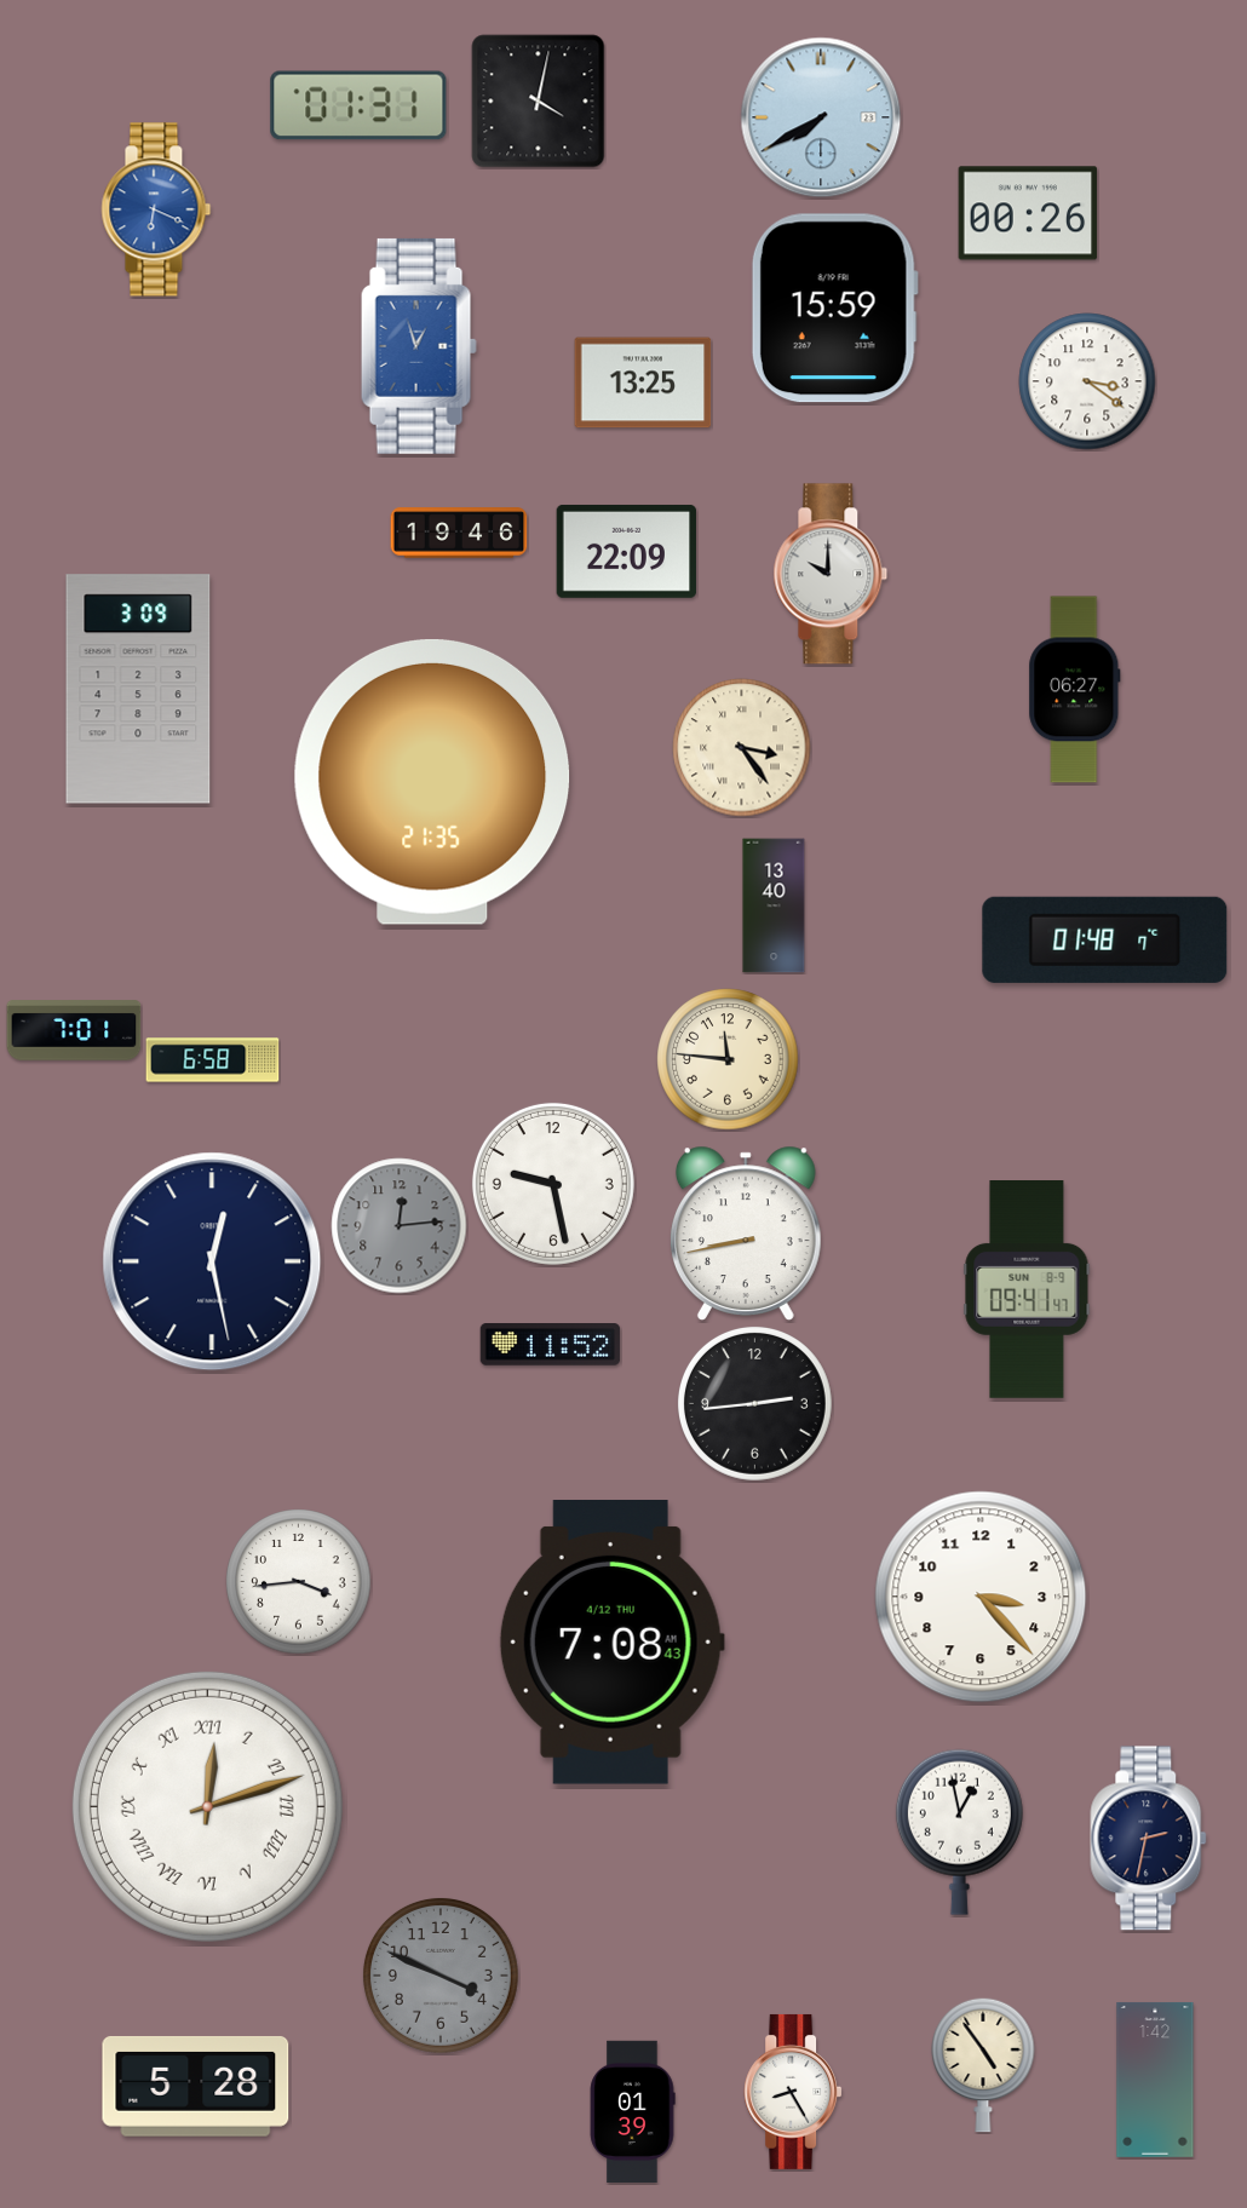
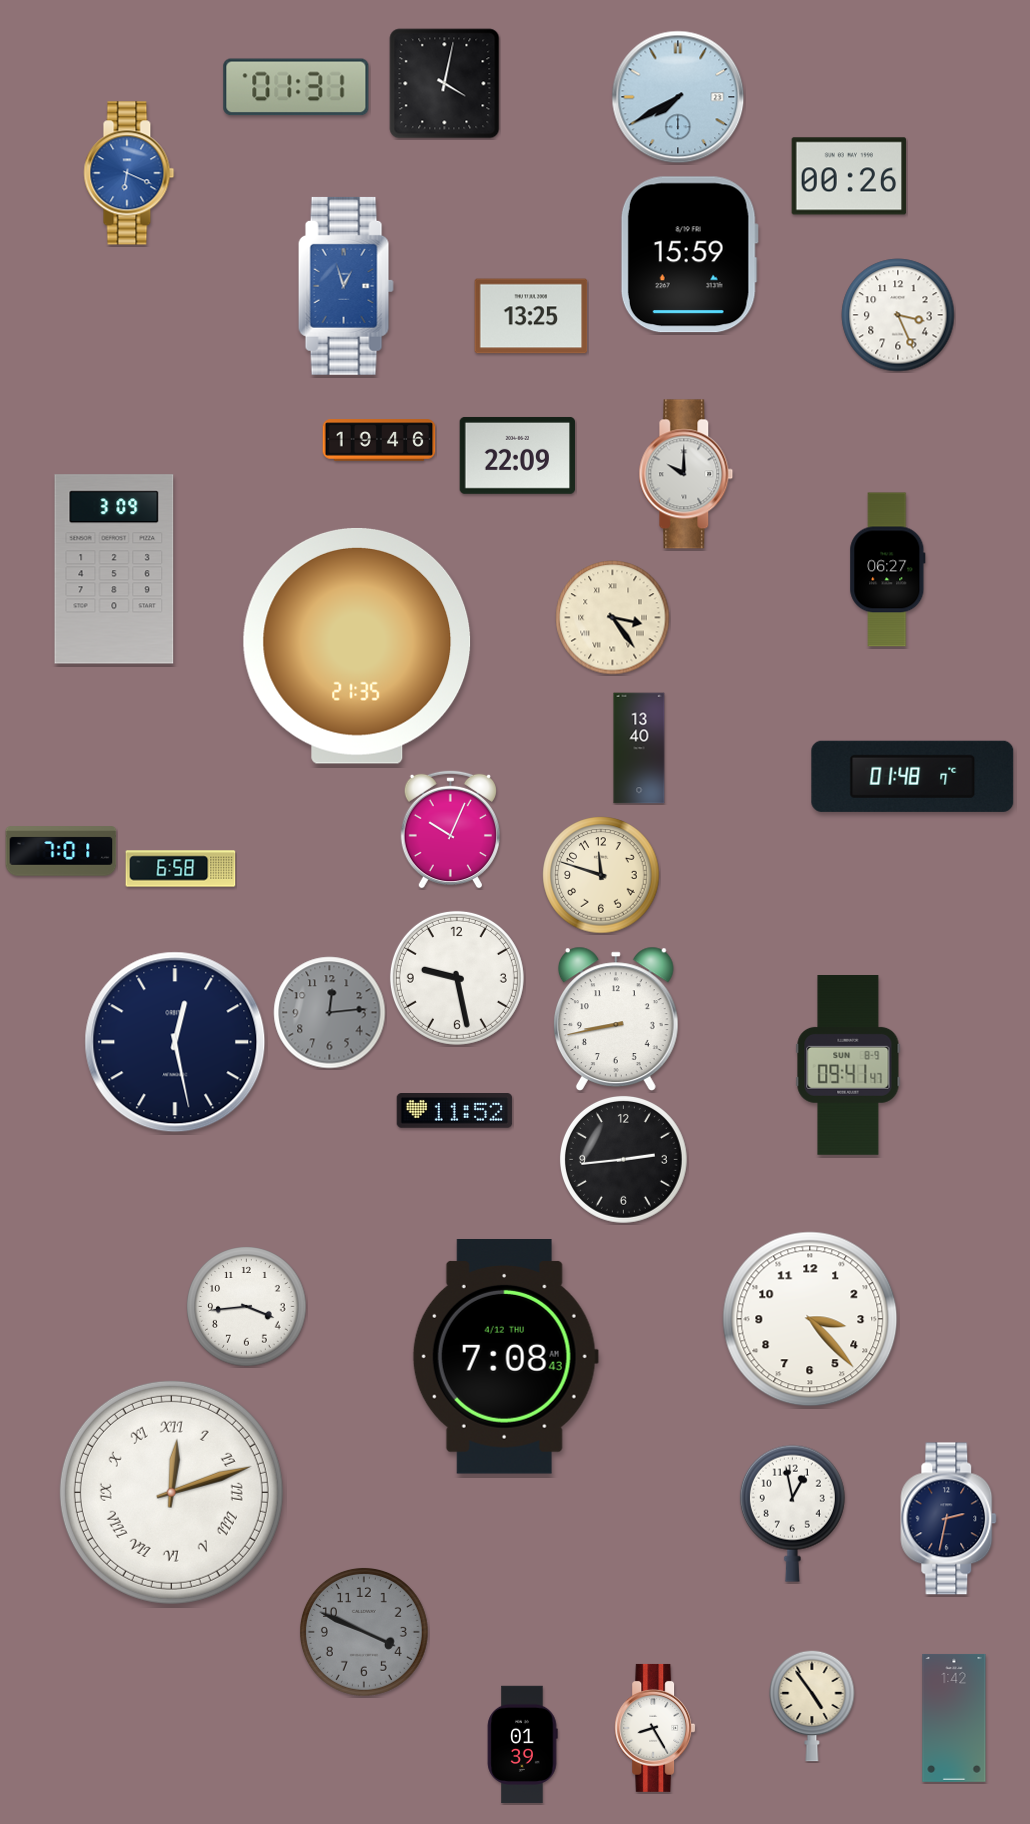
clock at (1087, 381): 3:21 -> 3:26
clock at (450, 829): none -> 10:04
clock at (728, 1059): 11:46 -> 11:48
clock at (213, 1060) position: (213, 1060) -> (181, 869)
clock at (196, 2086): 5:28 -> none
